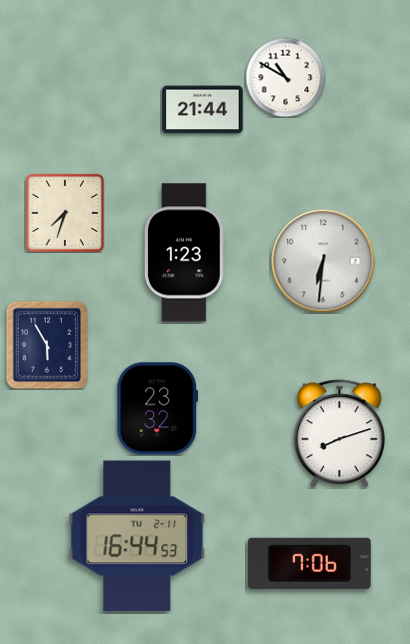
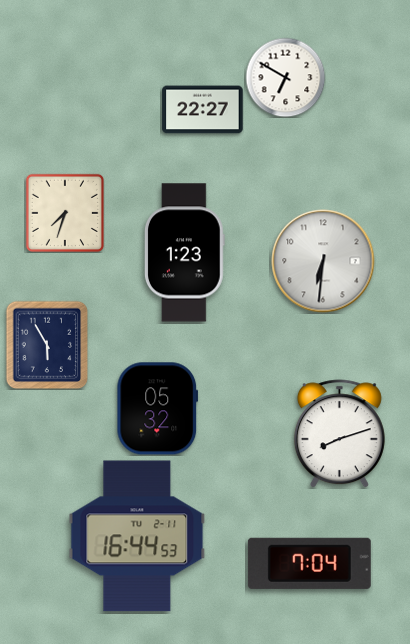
clock at (285, 77): 10:50 -> 6:50
clock at (203, 110): 21:44 -> 22:27
clock at (158, 409): 23:32 -> 05:32
clock at (309, 563): 7:06 -> 7:04
